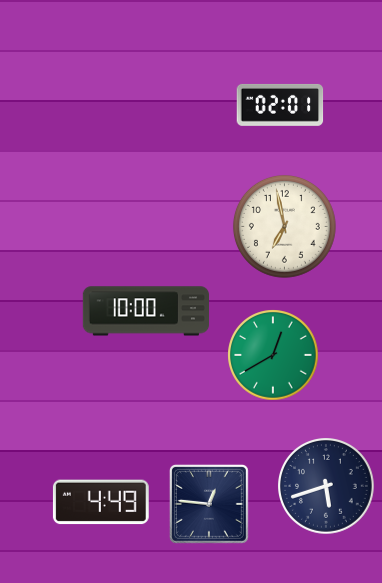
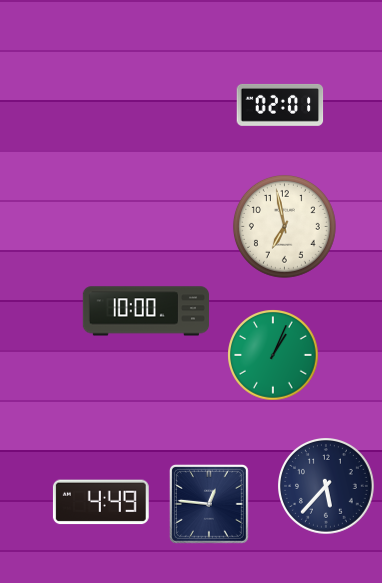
clock at (273, 355): 12:40 -> 1:04
clock at (327, 487): 5:42 -> 5:37
